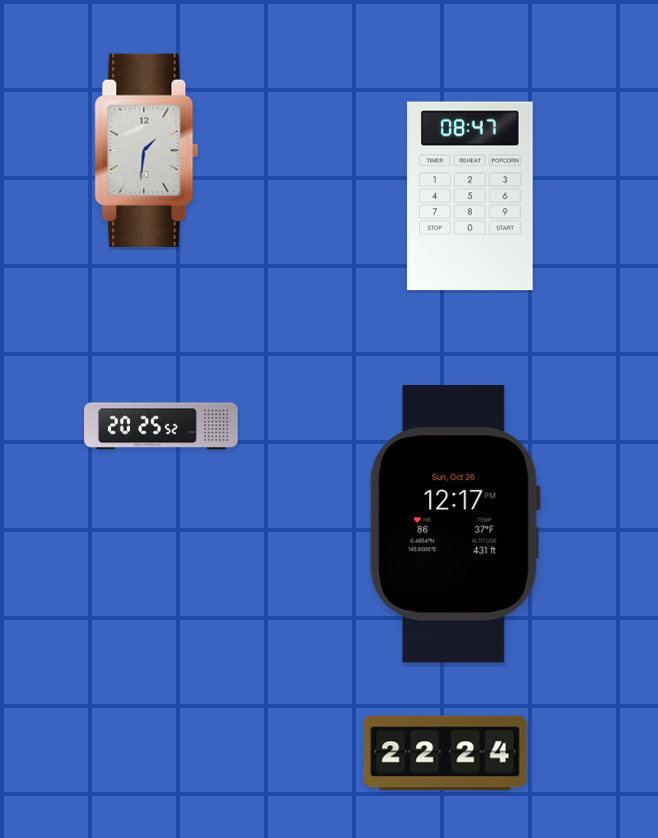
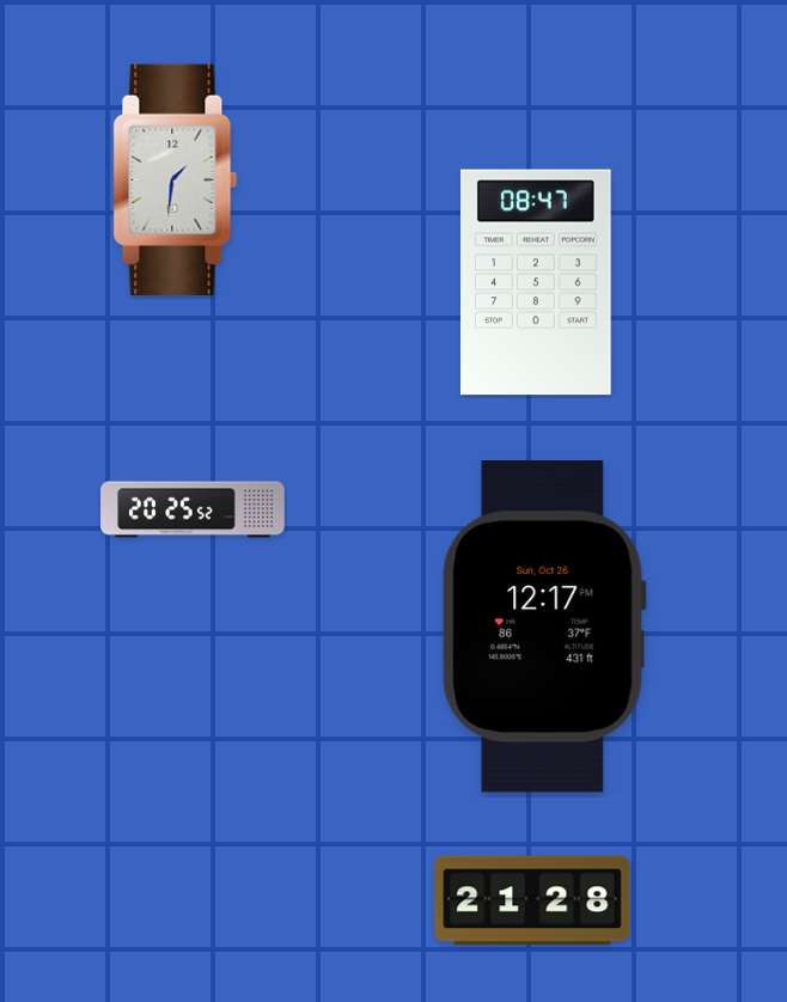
clock at (471, 196) position: (471, 196) -> (537, 282)
clock at (445, 753): 22:24 -> 21:28
